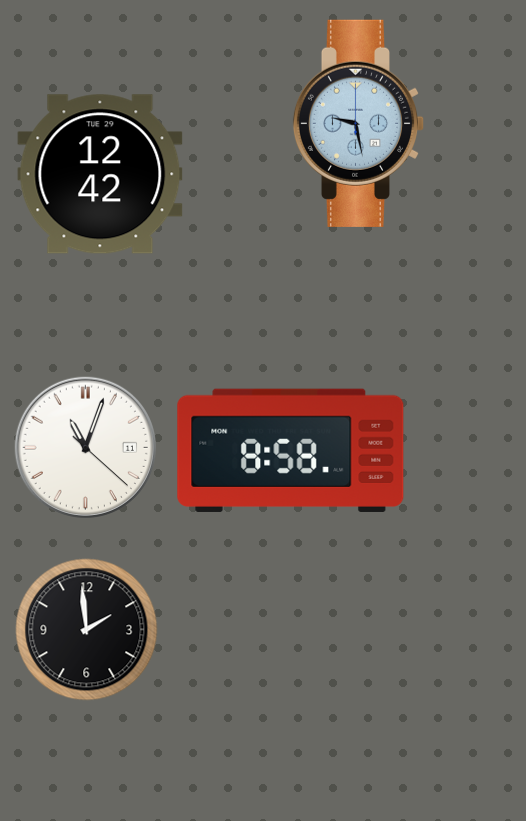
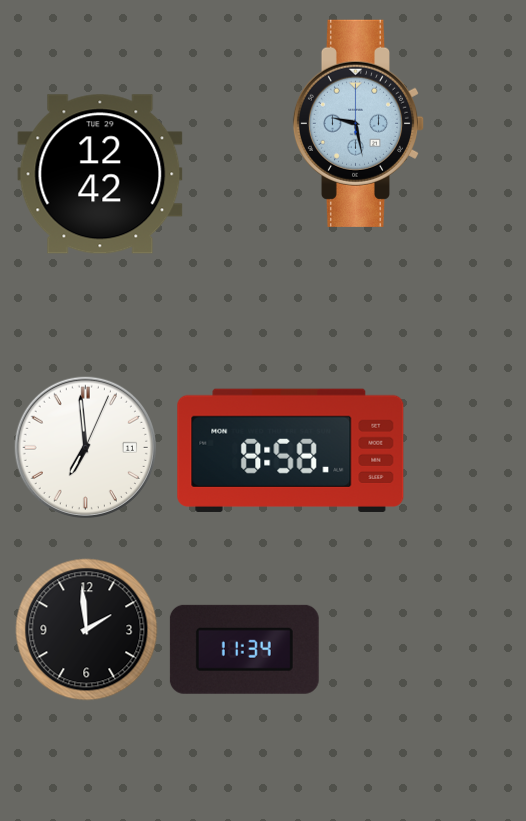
clock at (85, 447): 11:03 -> 6:59
clock at (244, 649): none -> 11:34
